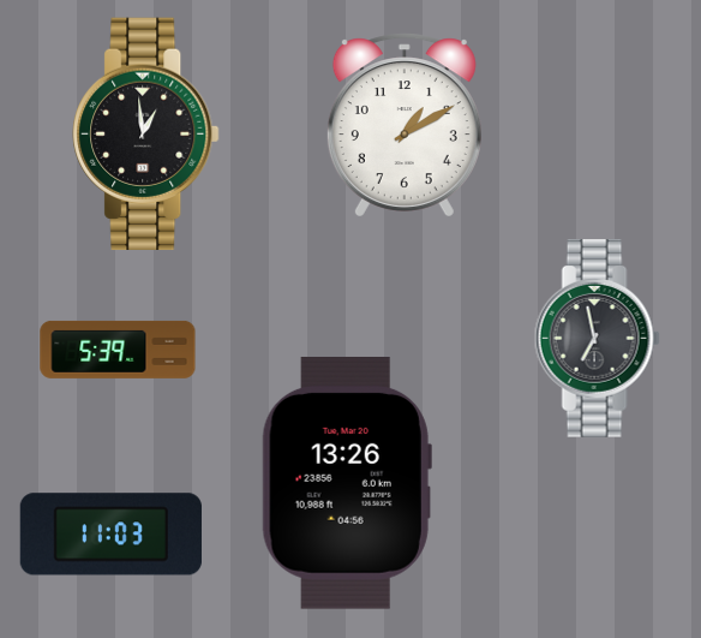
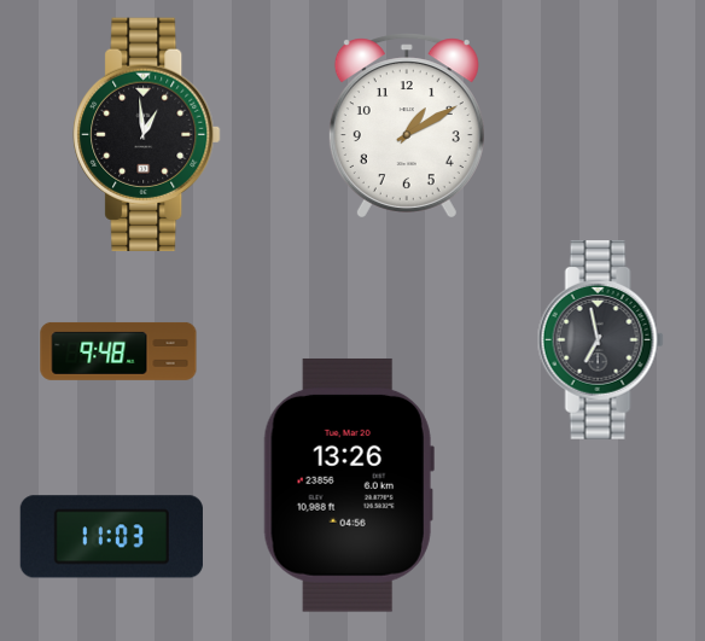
clock at (118, 350): 5:39 -> 9:48
